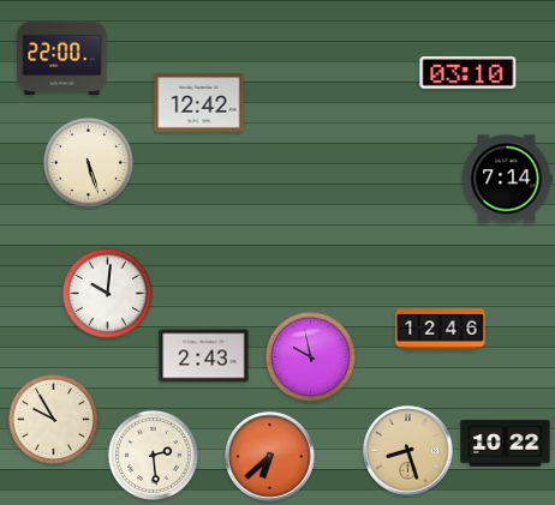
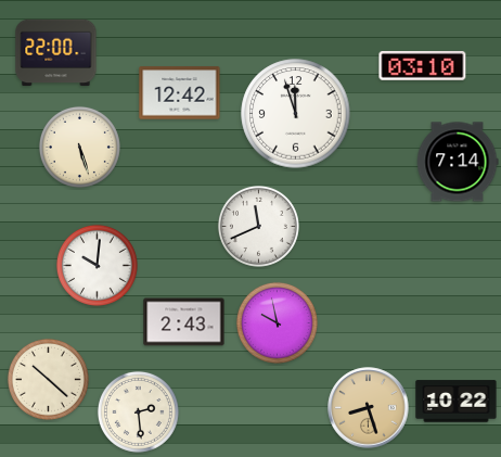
clock at (296, 114): none -> 11:57
clock at (258, 226): none -> 11:41
clock at (441, 330): 12:46 -> none
clock at (310, 356) position: (310, 356) -> (277, 322)
clock at (53, 419): 9:55 -> 10:22
clock at (270, 457): 6:38 -> none
